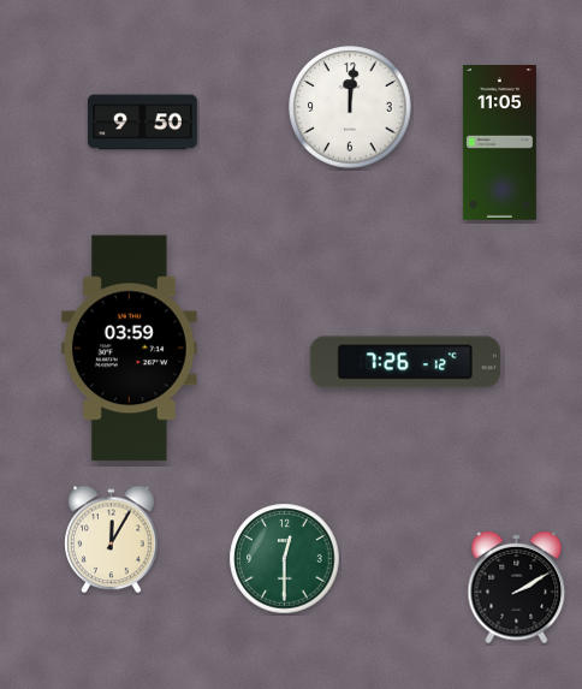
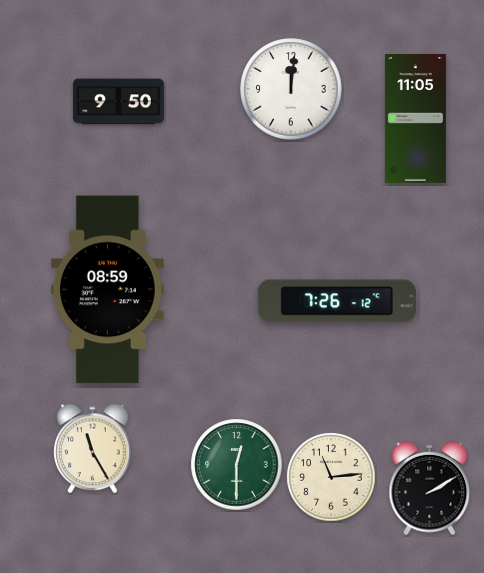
clock at (130, 349): 03:59 -> 08:59
clock at (112, 540): 12:05 -> 11:25
clock at (331, 477): none -> 11:14
